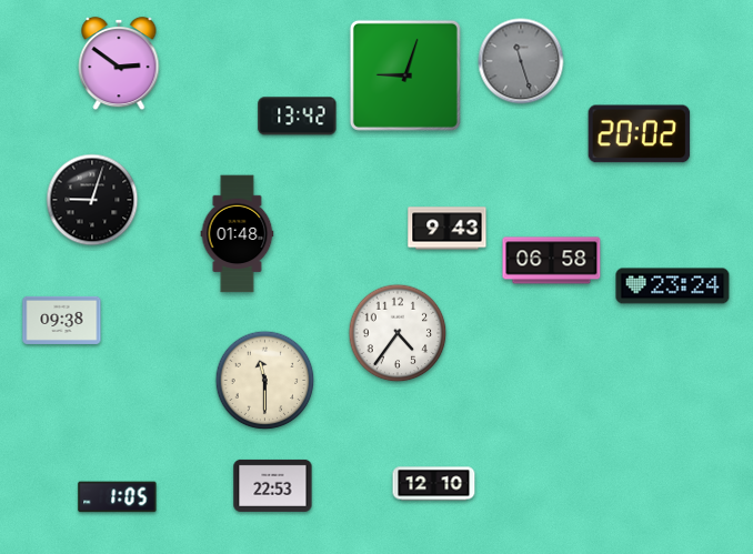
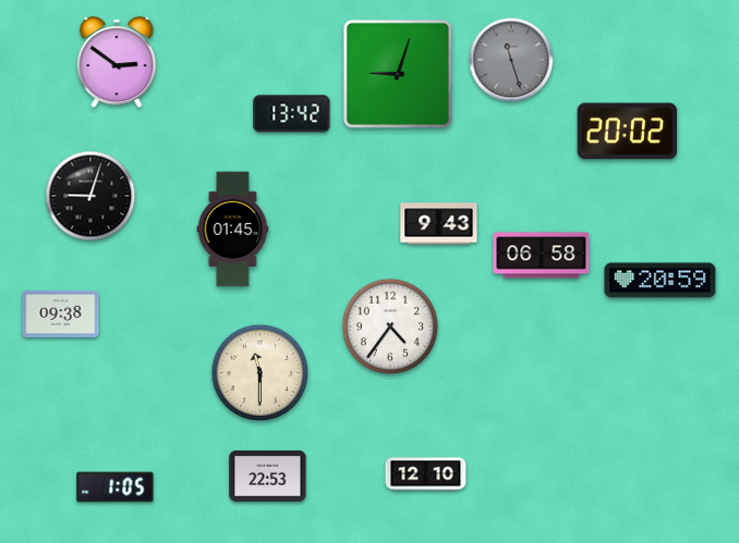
clock at (238, 234): 01:48 -> 01:45
clock at (673, 286): 23:24 -> 20:59
